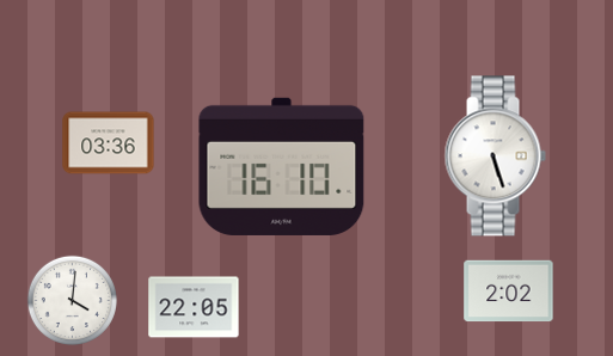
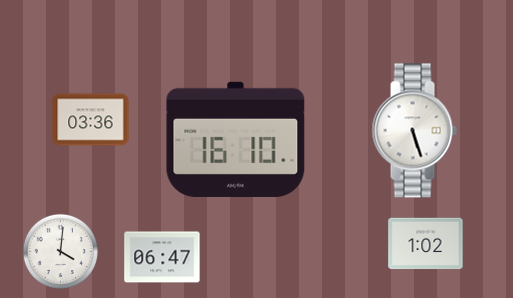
clock at (509, 291): 2:02 -> 1:02
clock at (194, 307): 22:05 -> 06:47
